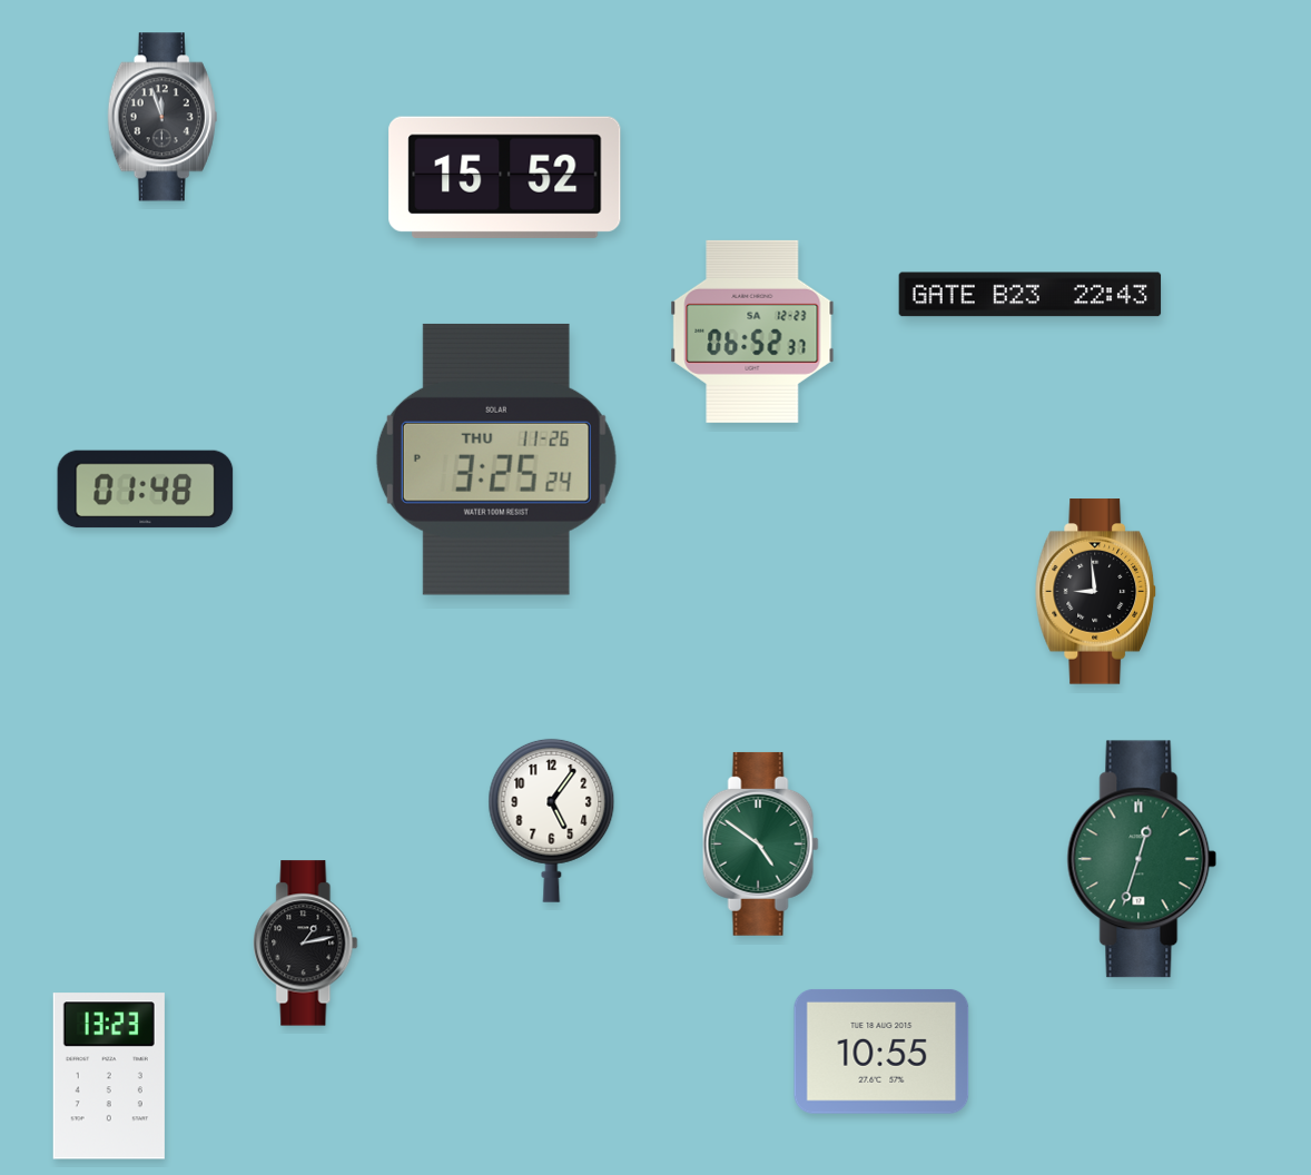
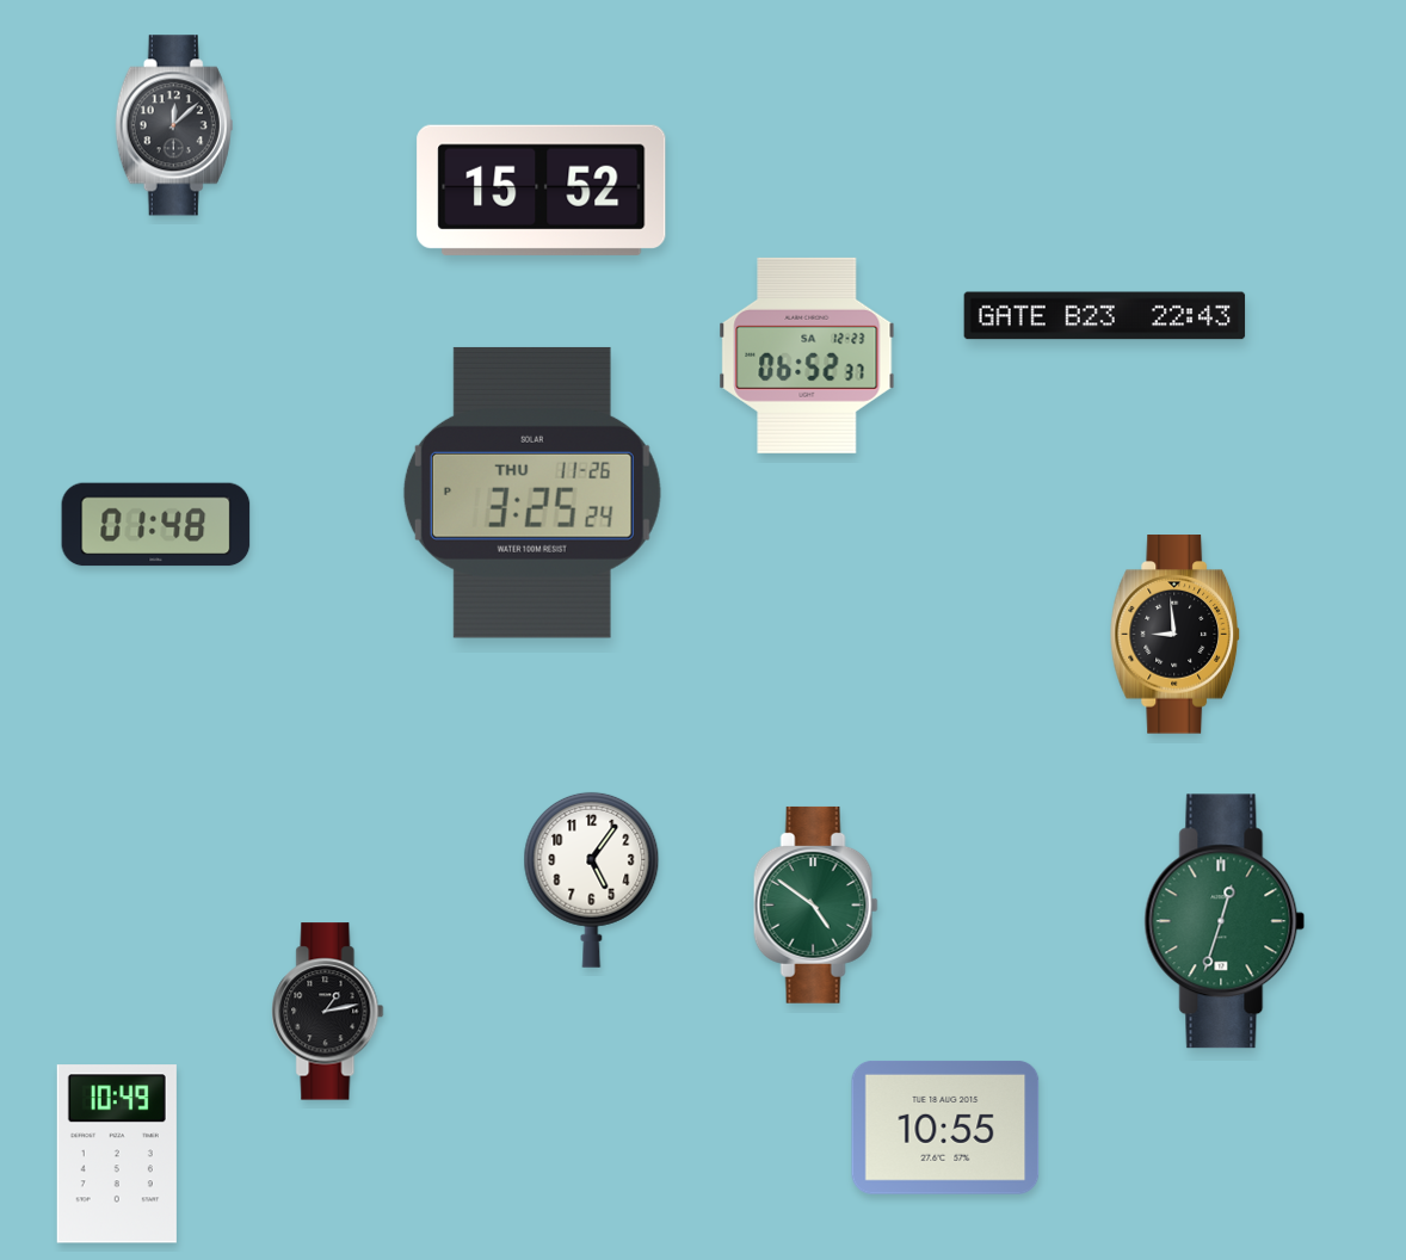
clock at (162, 117): 11:57 -> 12:08
clock at (109, 1076): 13:23 -> 10:49
